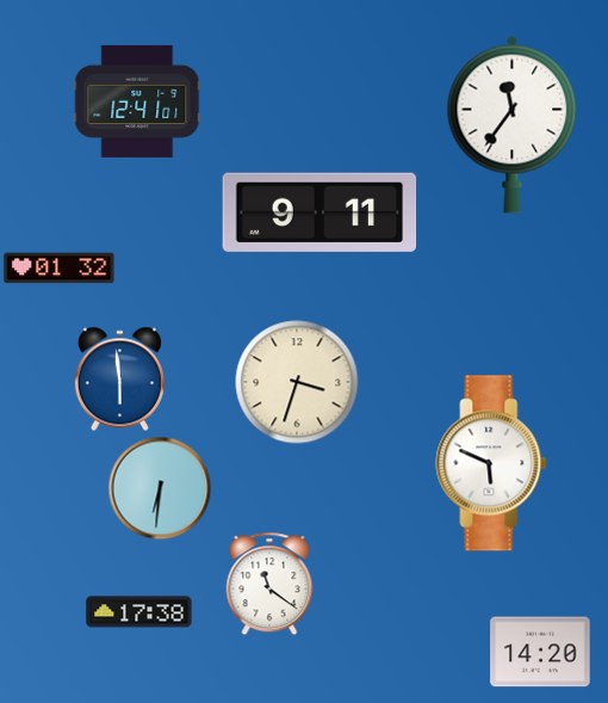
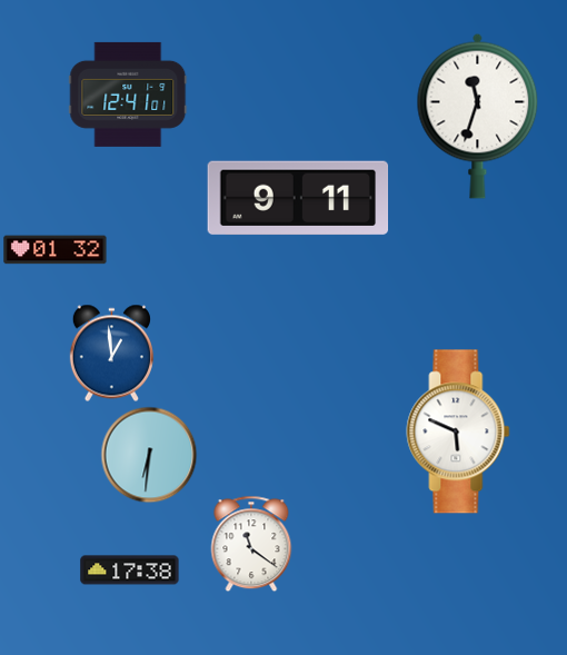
clock at (513, 124): 11:36 -> 11:33
clock at (119, 378): 5:59 -> 12:59
clock at (297, 382): 3:33 -> none
clock at (540, 652): 14:20 -> none
